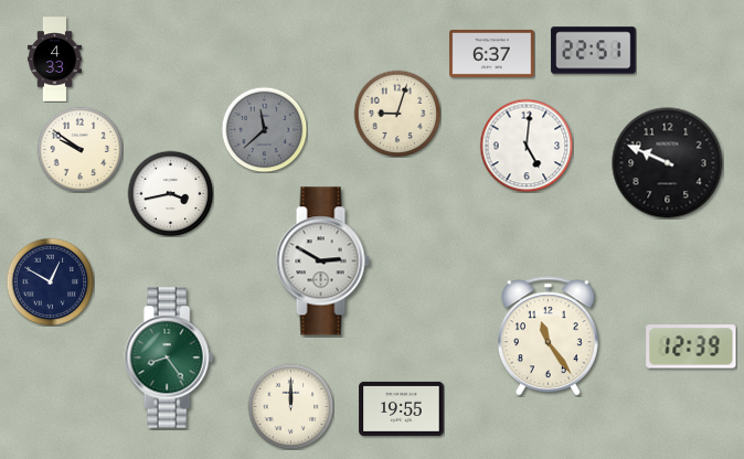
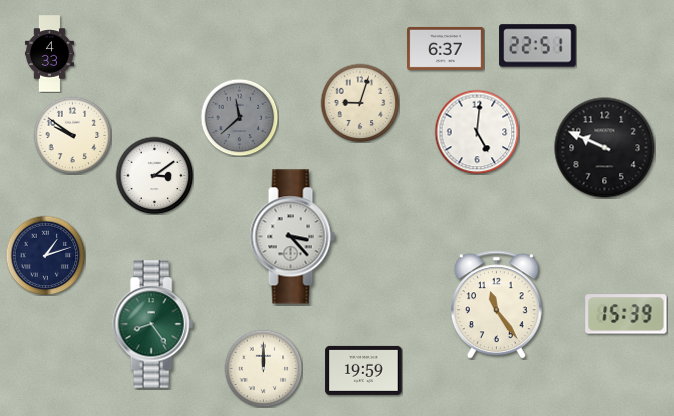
clock at (170, 193): 3:43 -> 3:09
clock at (322, 261): 2:50 -> 3:23
clock at (50, 281): 12:50 -> 1:12
clock at (691, 346): 12:39 -> 15:39
clock at (402, 408): 19:55 -> 19:59
